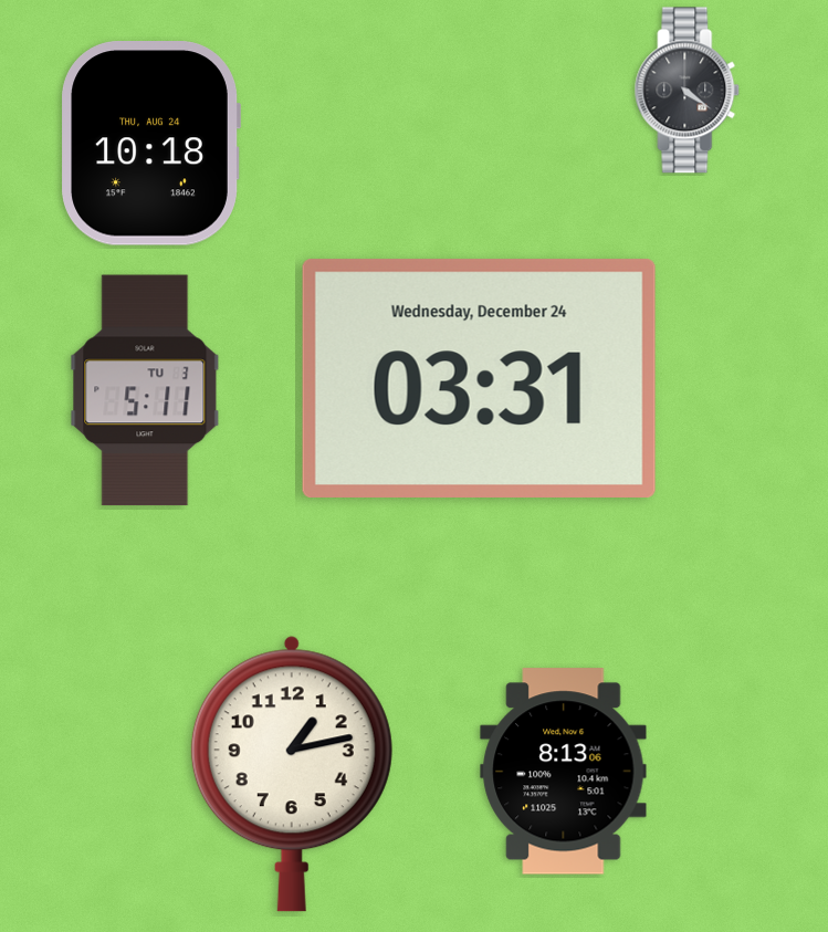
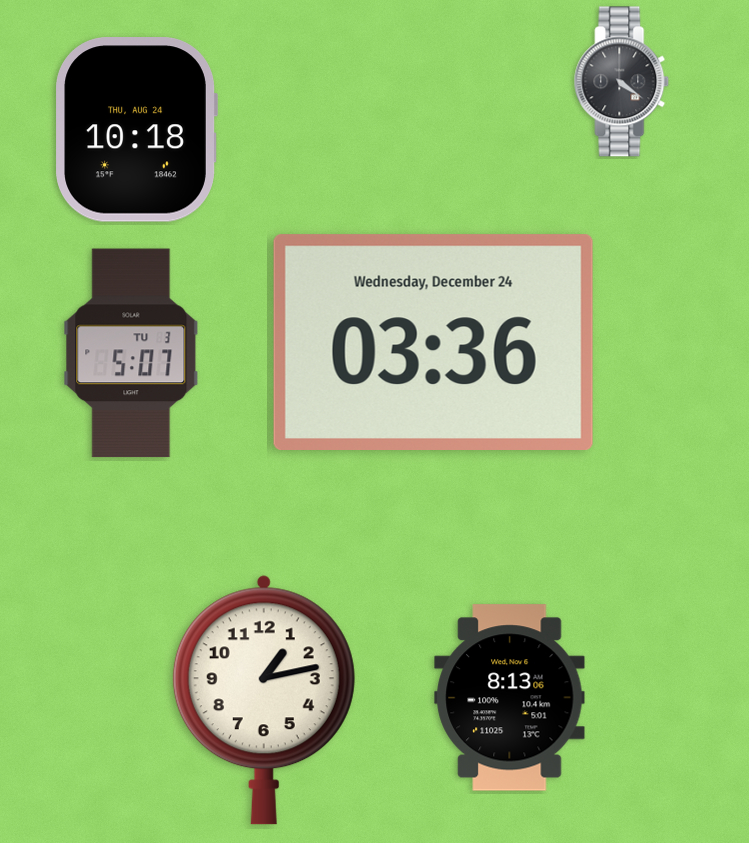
clock at (479, 378): 03:31 -> 03:36
clock at (145, 390): 5:11 -> 5:07
